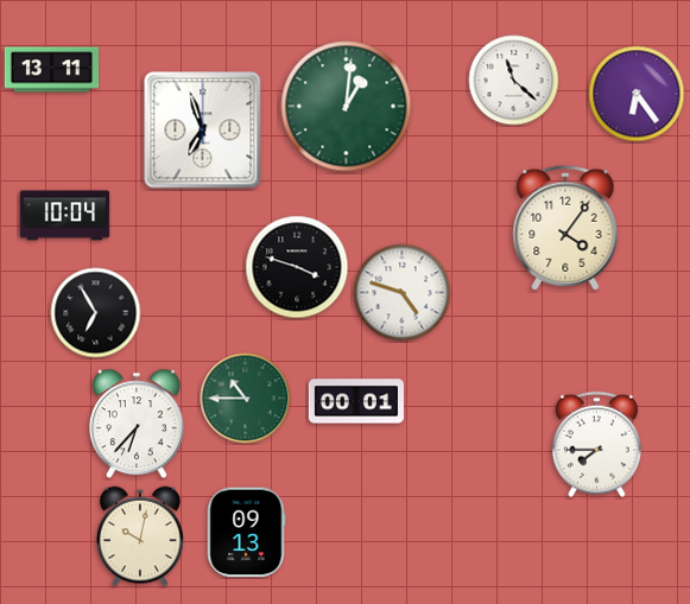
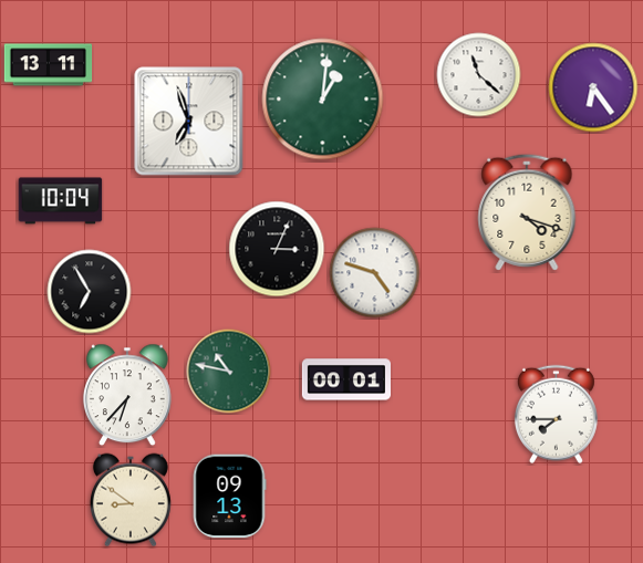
clock at (565, 228): 4:06 -> 4:18
clock at (297, 267): 3:48 -> 3:04
clock at (246, 399): 10:45 -> 10:47
clock at (355, 401) position: (355, 401) -> (345, 379)
clock at (140, 536): 10:02 -> 8:51
